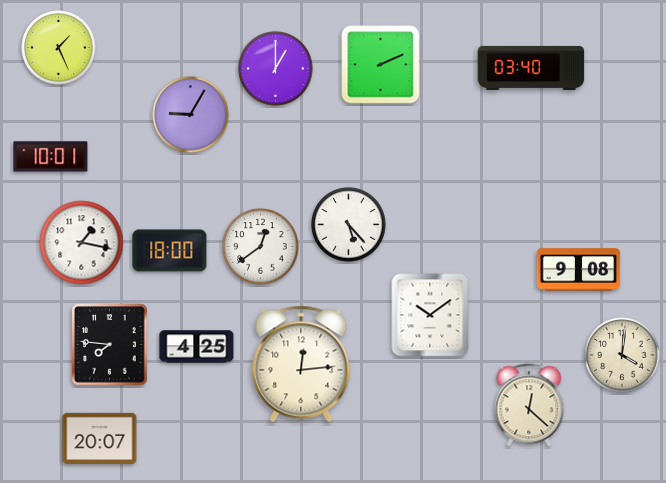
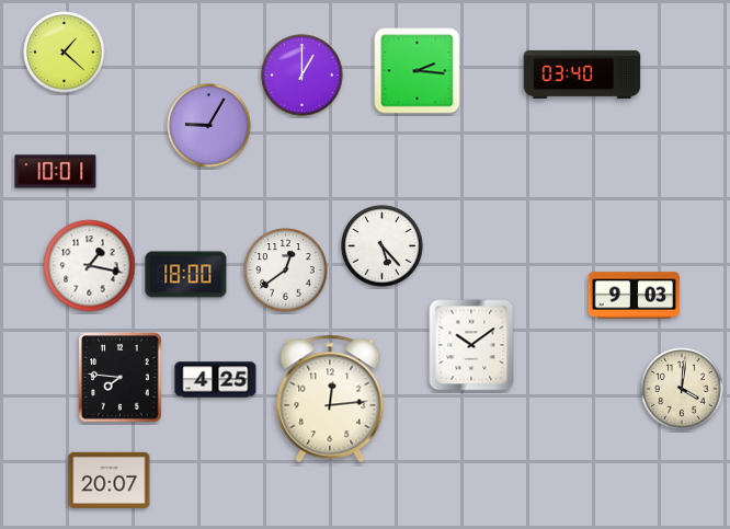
clock at (59, 48): 1:26 -> 1:22
clock at (381, 65): 2:11 -> 2:16
clock at (579, 270): 9:08 -> 9:03
clock at (529, 405): 12:22 -> none
